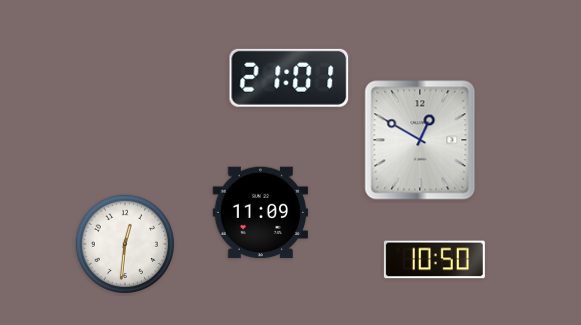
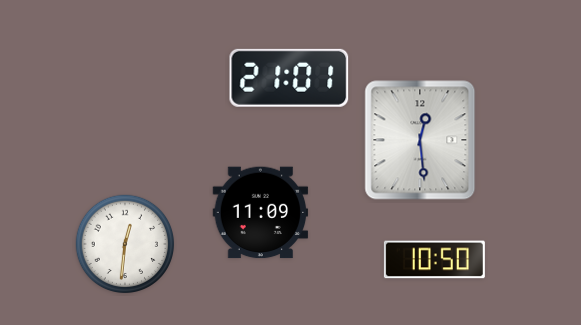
clock at (420, 140): 12:50 -> 12:29
